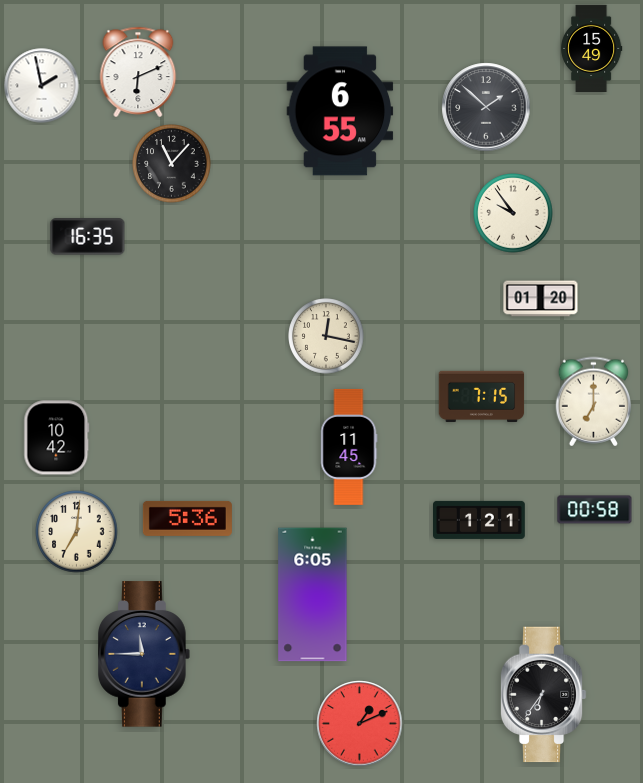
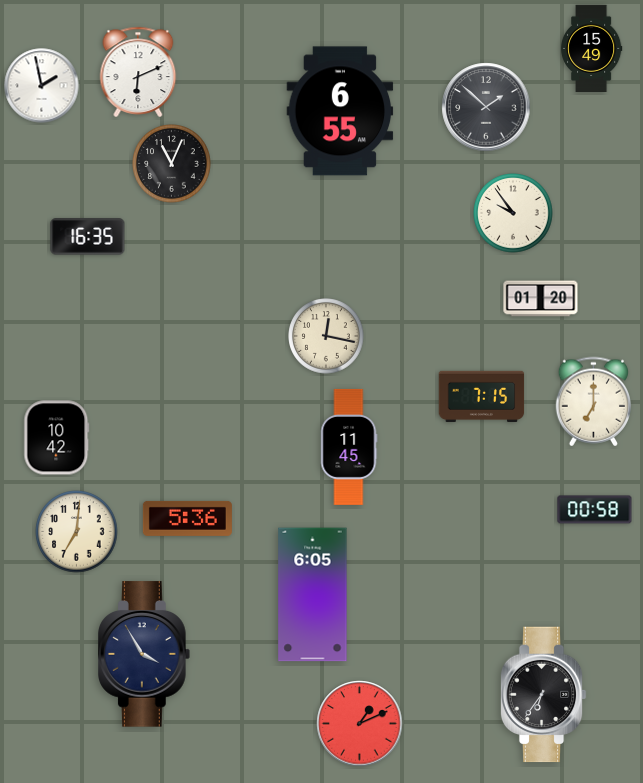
clock at (172, 164): 11:07 -> 11:04
clock at (480, 520): 1:21 -> none
clock at (145, 654): 11:45 -> 3:55
